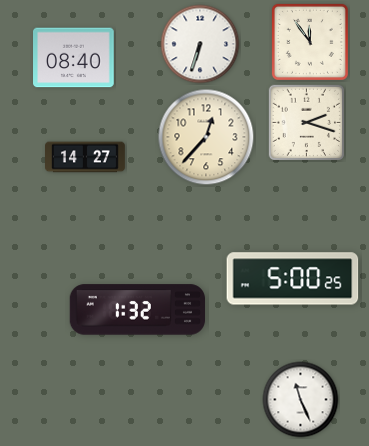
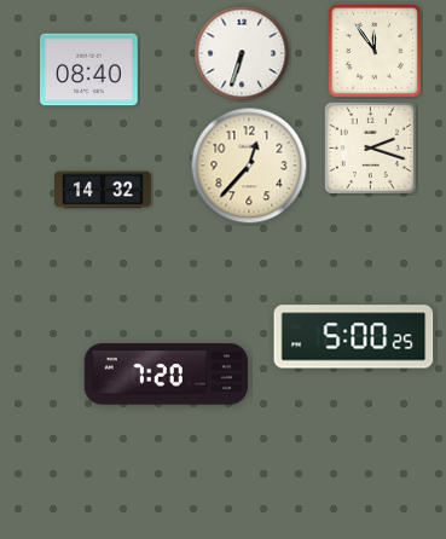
clock at (86, 157): 14:27 -> 14:32
clock at (138, 310): 1:32 -> 7:20
clock at (301, 400): 11:26 -> none
